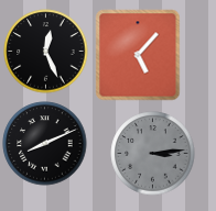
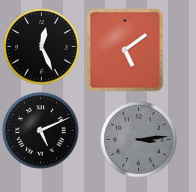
clock at (138, 55): 5:07 -> 5:09
clock at (45, 144): 8:11 -> 5:11
